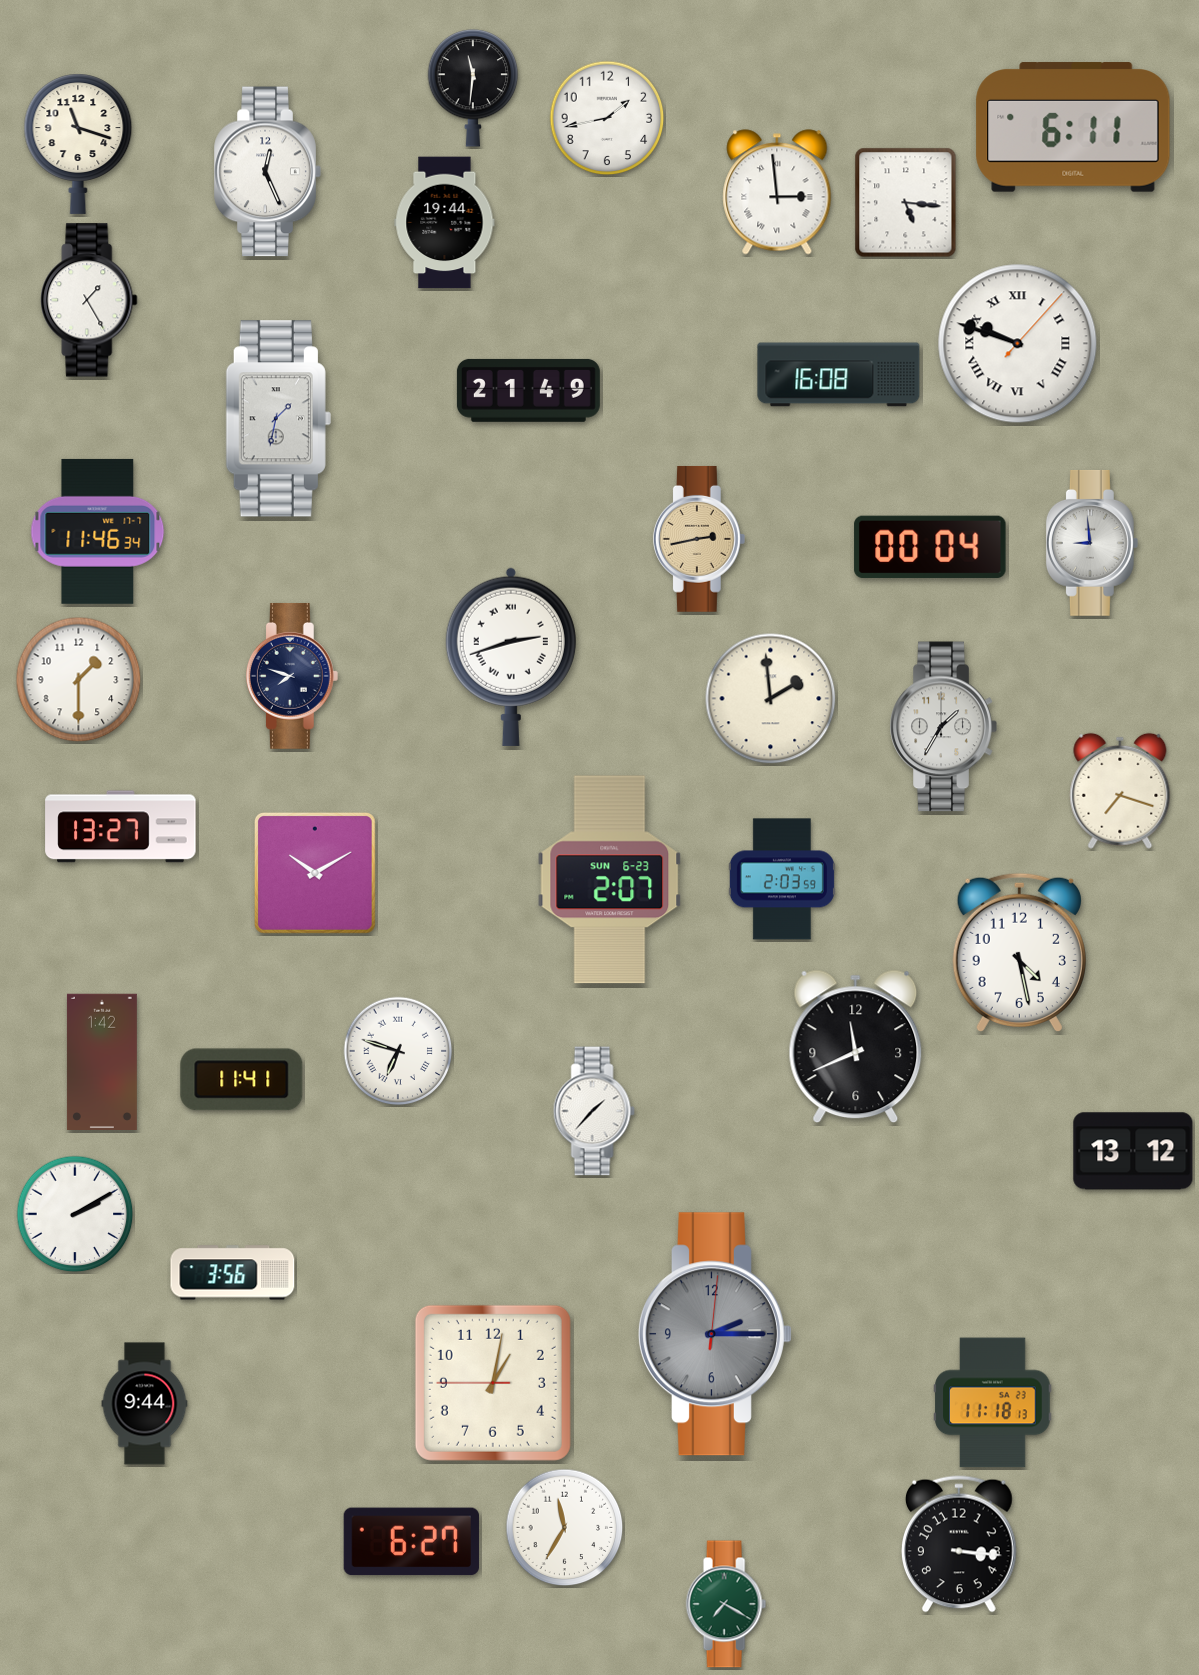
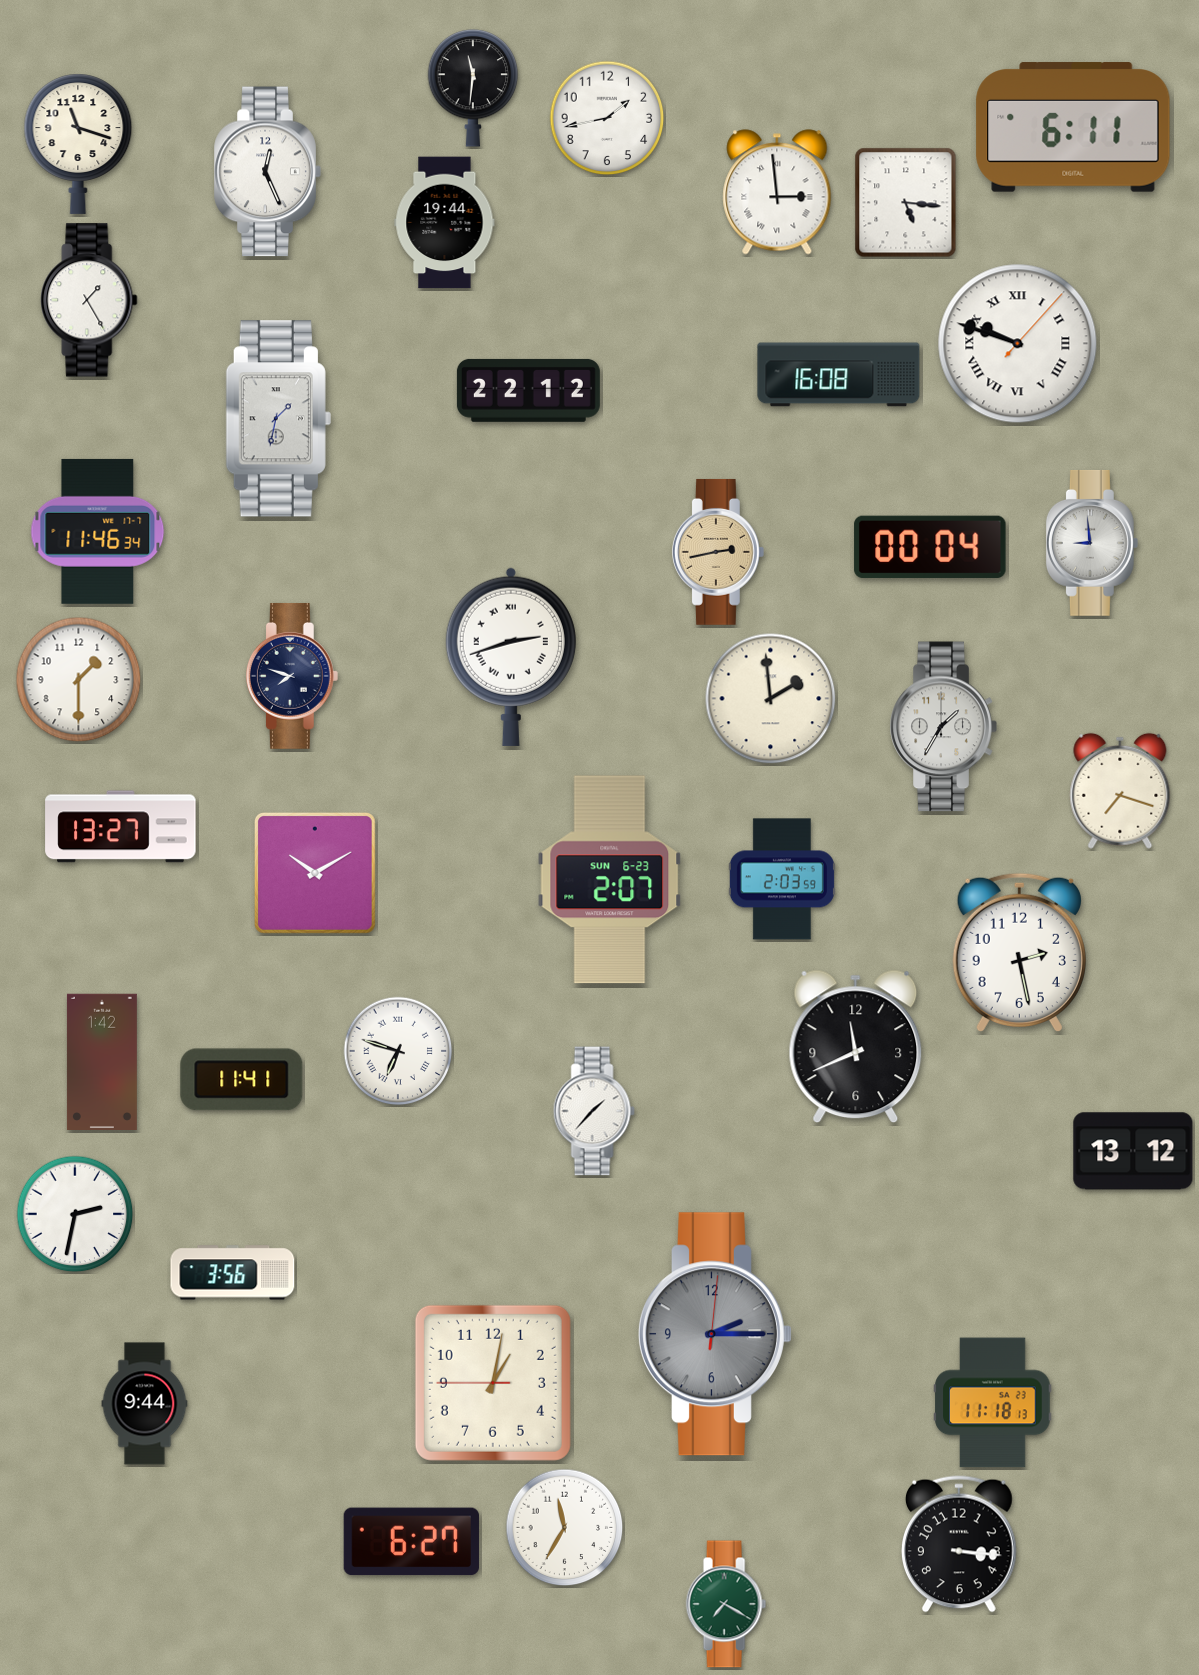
clock at (528, 390): 21:49 -> 22:12
clock at (699, 539) position: (699, 539) -> (718, 552)
clock at (1019, 953): 4:28 -> 2:28
clock at (75, 1214): 2:10 -> 2:32
